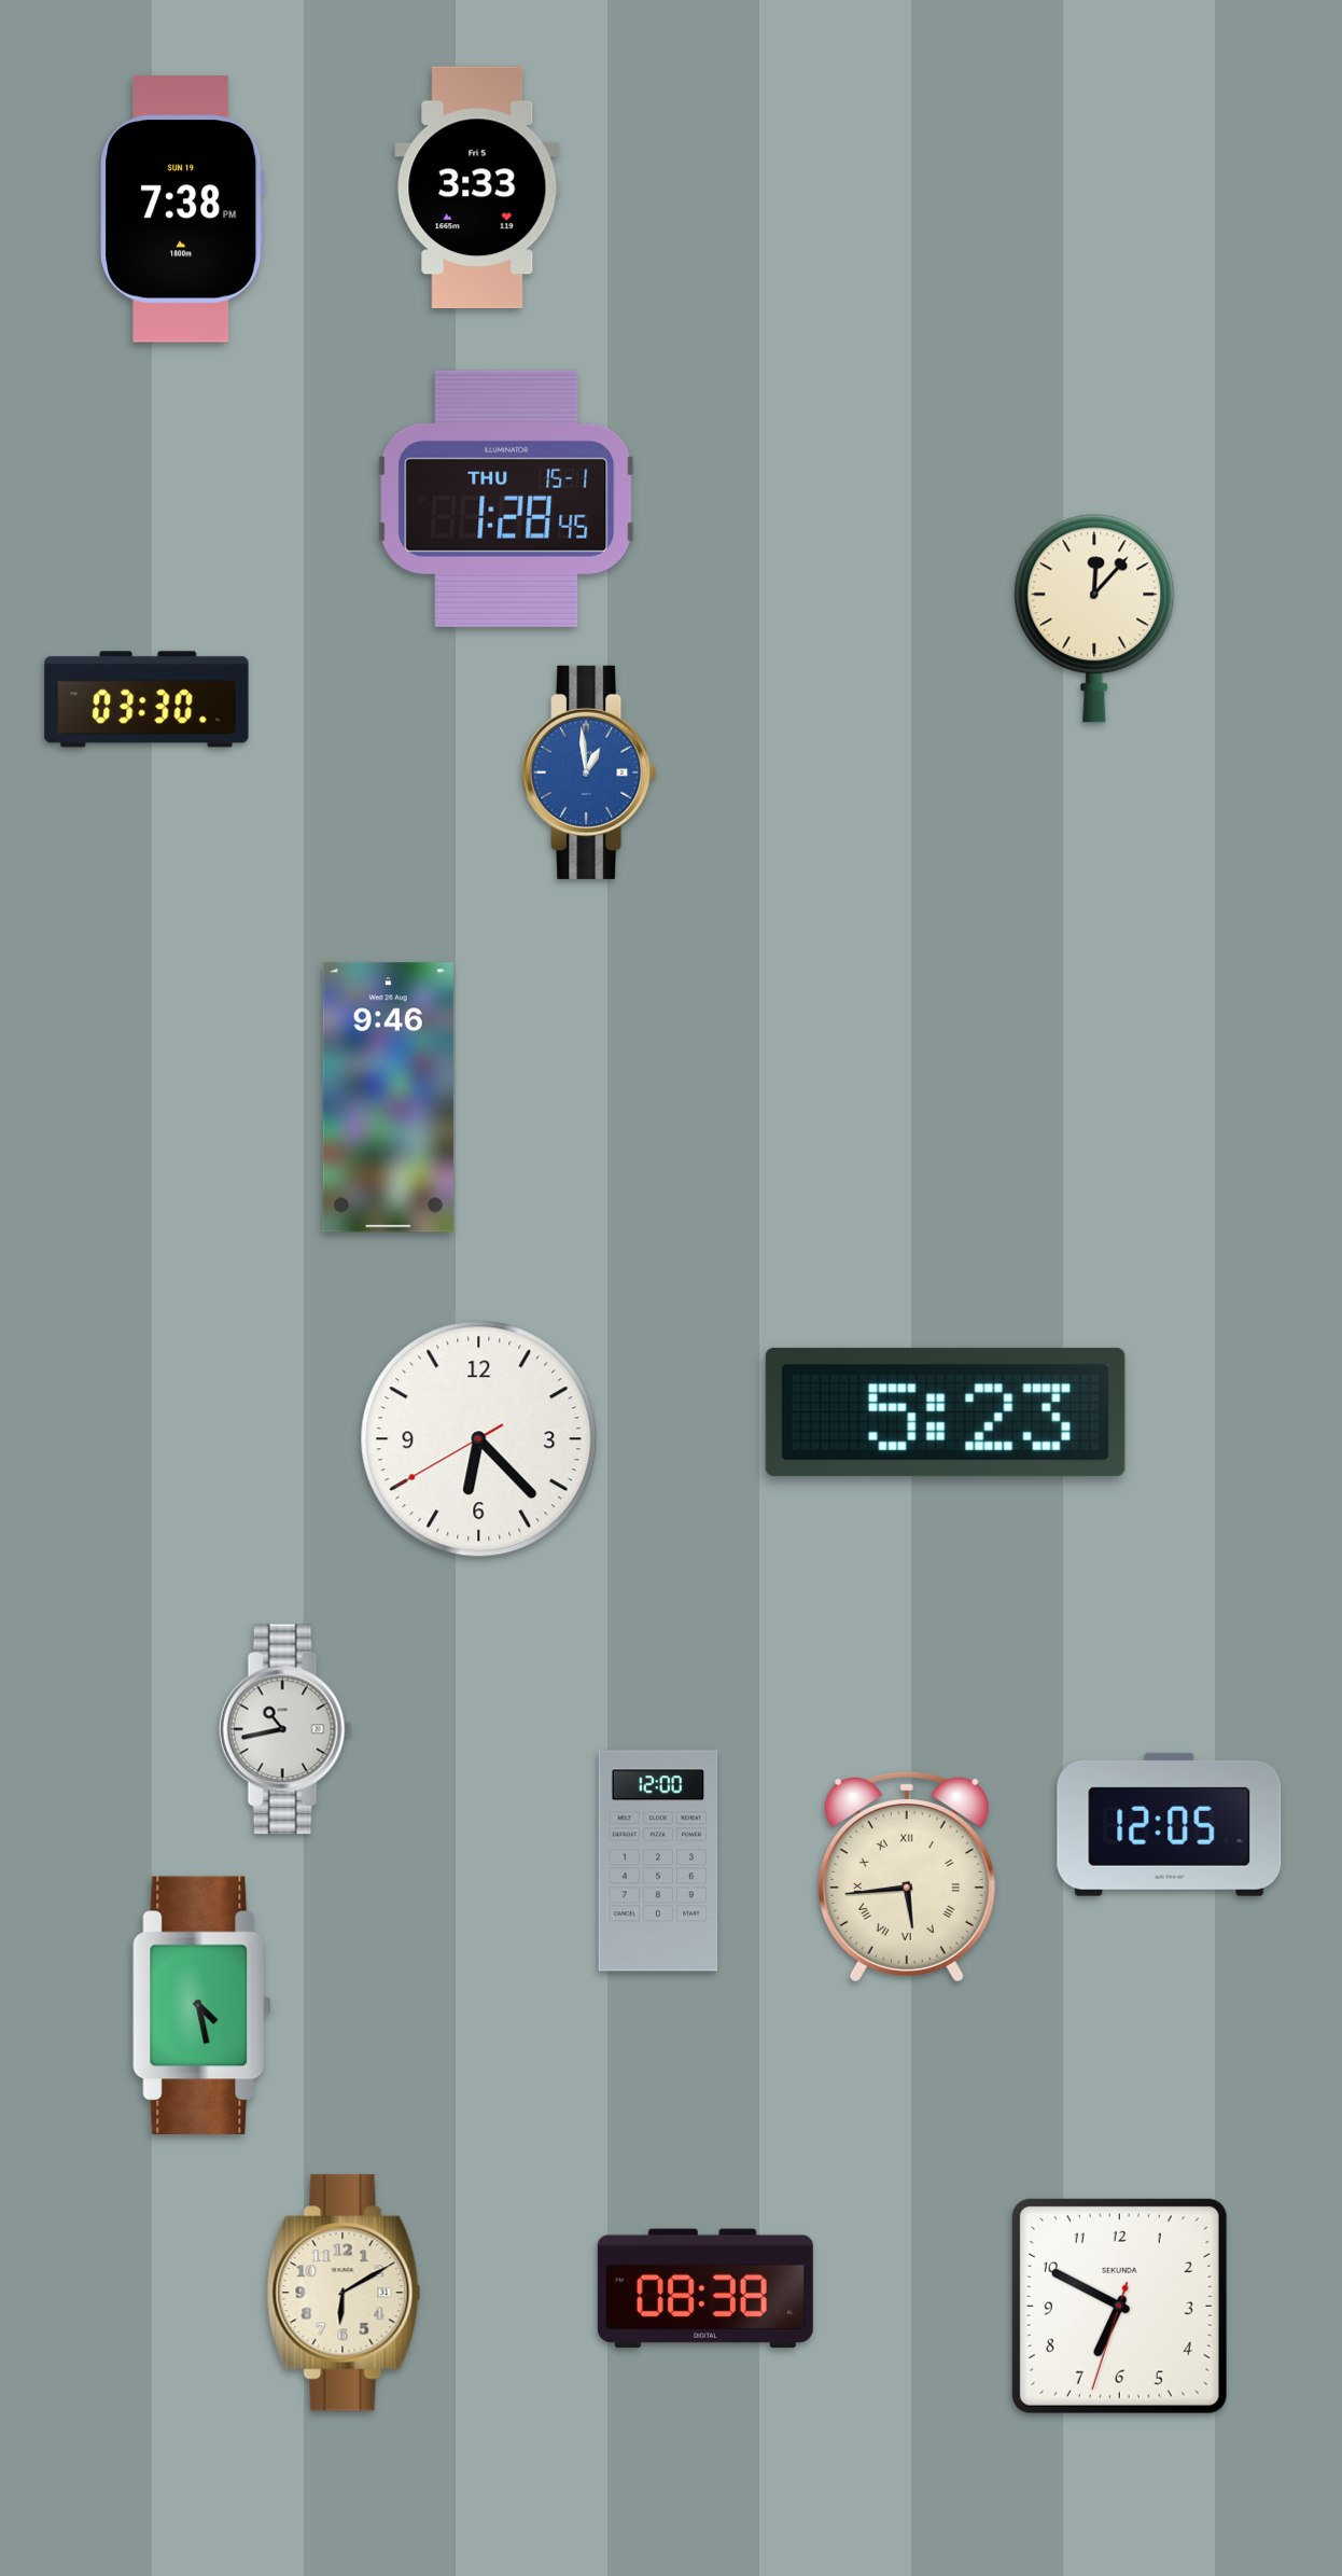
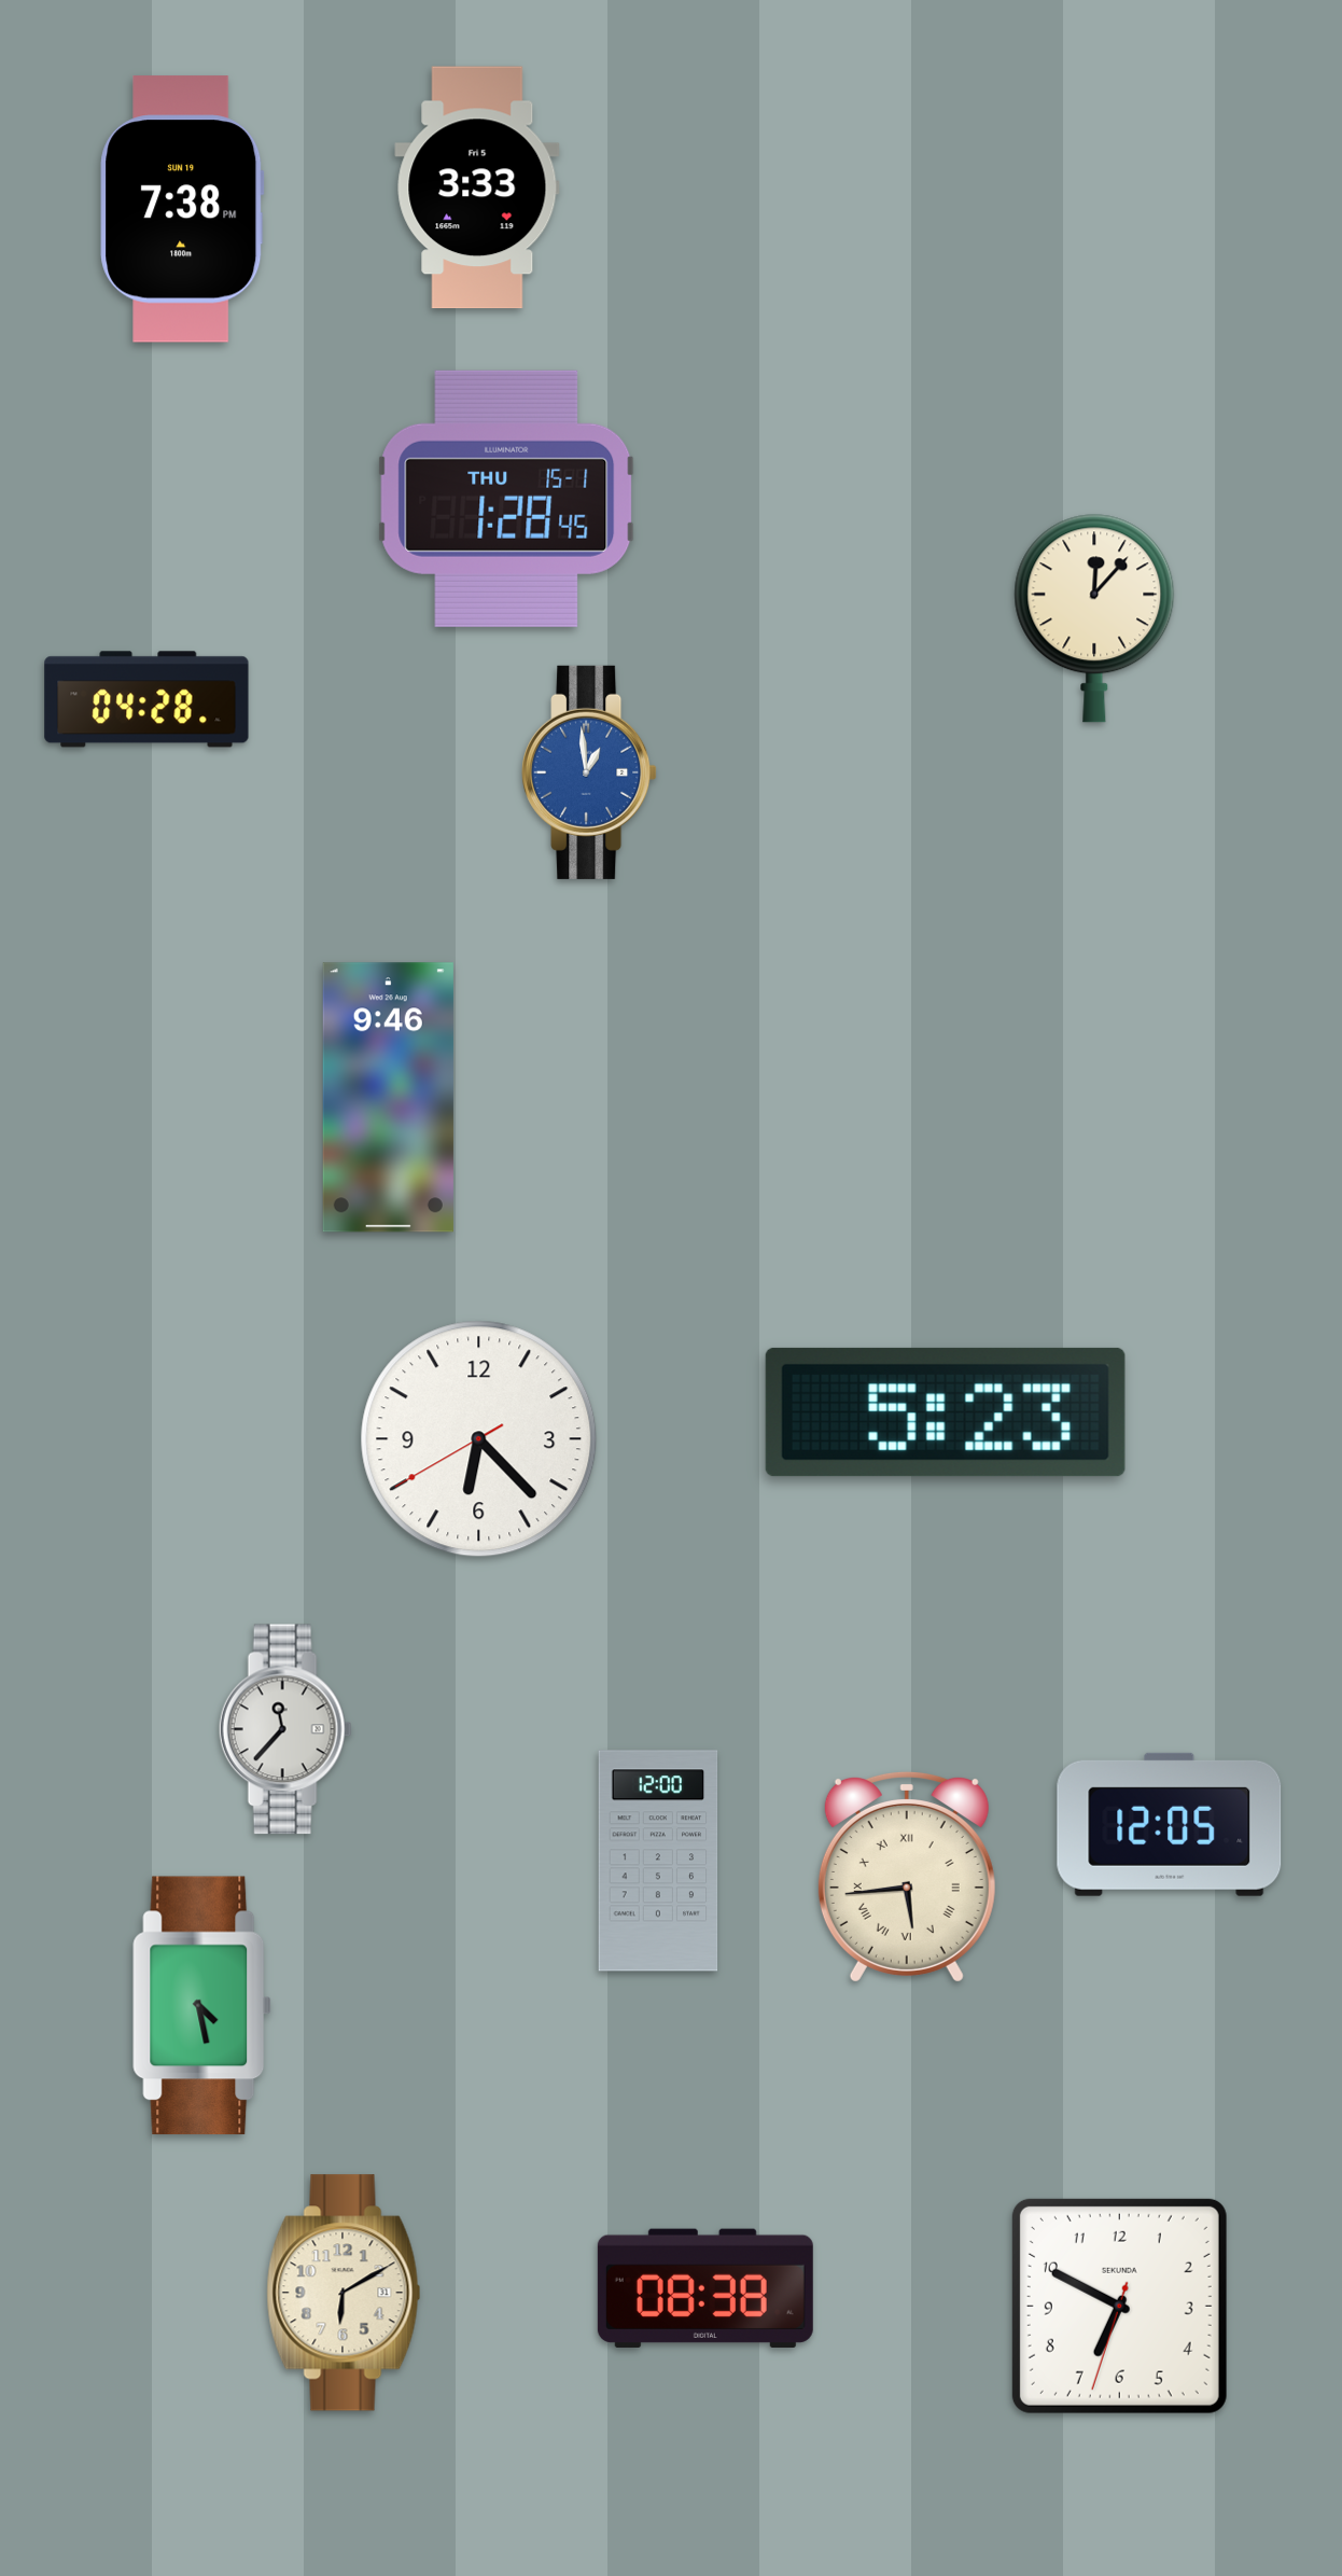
clock at (146, 699): 03:30 -> 04:28
clock at (285, 1729): 10:43 -> 11:37
